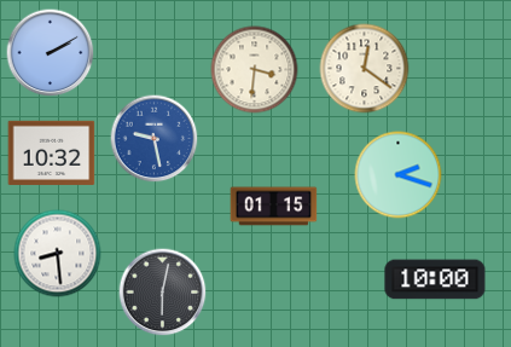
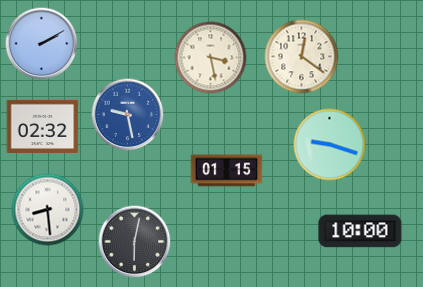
clock at (255, 70): 3:31 -> 3:28
clock at (52, 152): 10:32 -> 02:32
clock at (399, 175): 2:18 -> 9:18
